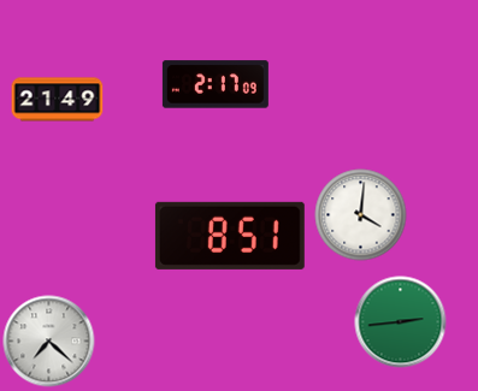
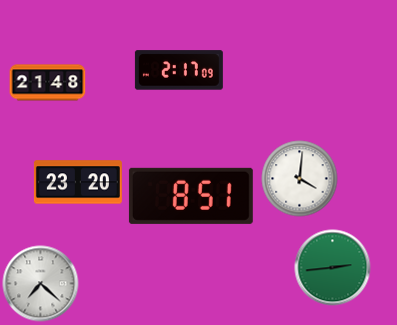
clock at (58, 100): 21:49 -> 21:48
clock at (78, 182): none -> 23:20
